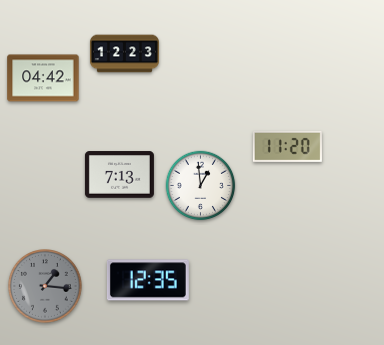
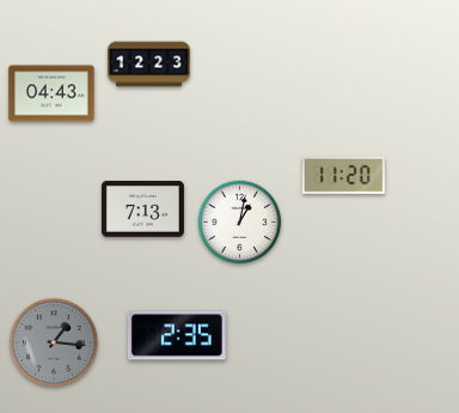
clock at (43, 78): 04:42 -> 04:43
clock at (201, 186): 12:59 -> 1:02
clock at (148, 280): 12:35 -> 2:35
